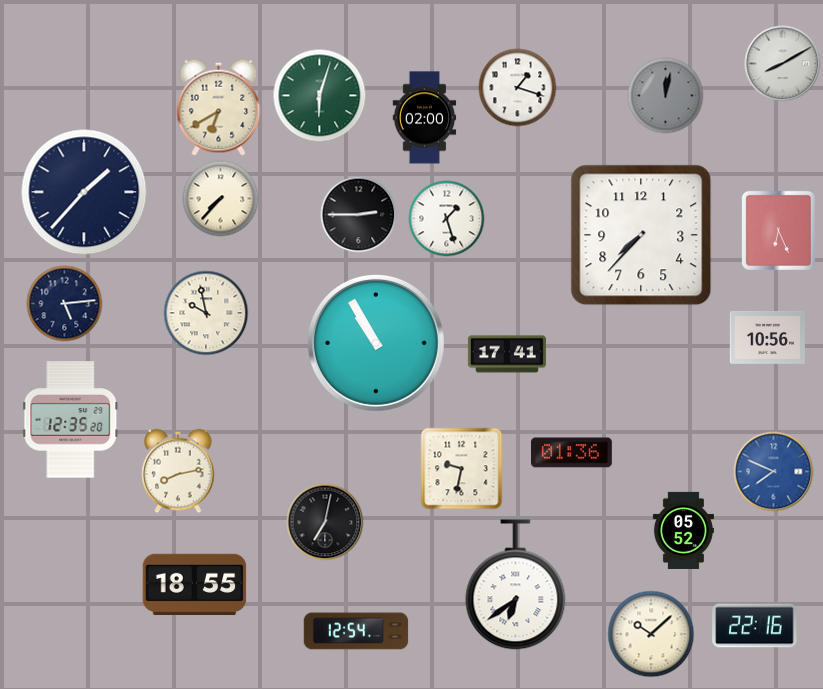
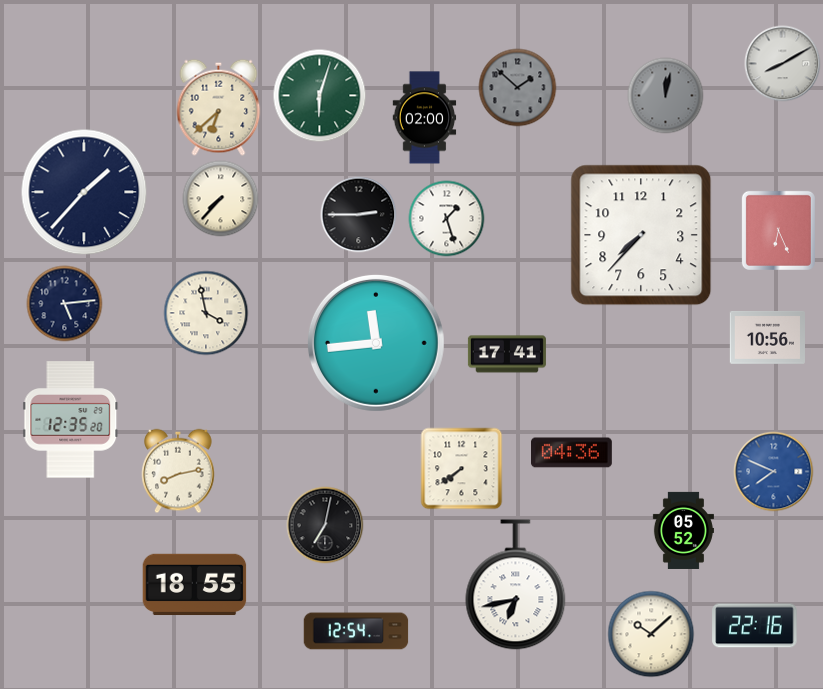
clock at (518, 88): 1:18 -> 1:52
clock at (518, 88) dial: white -> grey
clock at (219, 107): 6:40 -> 6:38
clock at (206, 313): 9:58 -> 3:58
clock at (376, 343): 10:55 -> 11:44
clock at (572, 453): 01:36 -> 04:36
clock at (462, 469): 9:32 -> 7:39
clock at (325, 522) position: (325, 522) -> (325, 525)
clock at (516, 585): 6:39 -> 6:43
